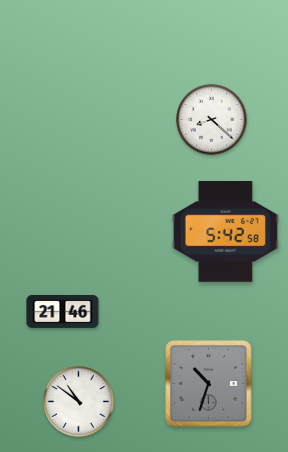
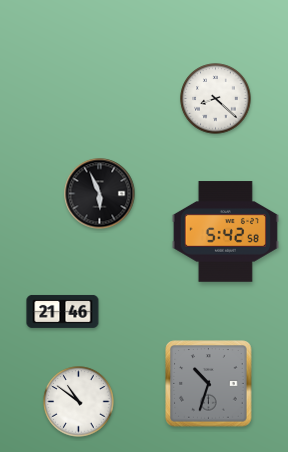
clock at (212, 120) position: (212, 120) -> (216, 99)
clock at (100, 194): none -> 5:56
